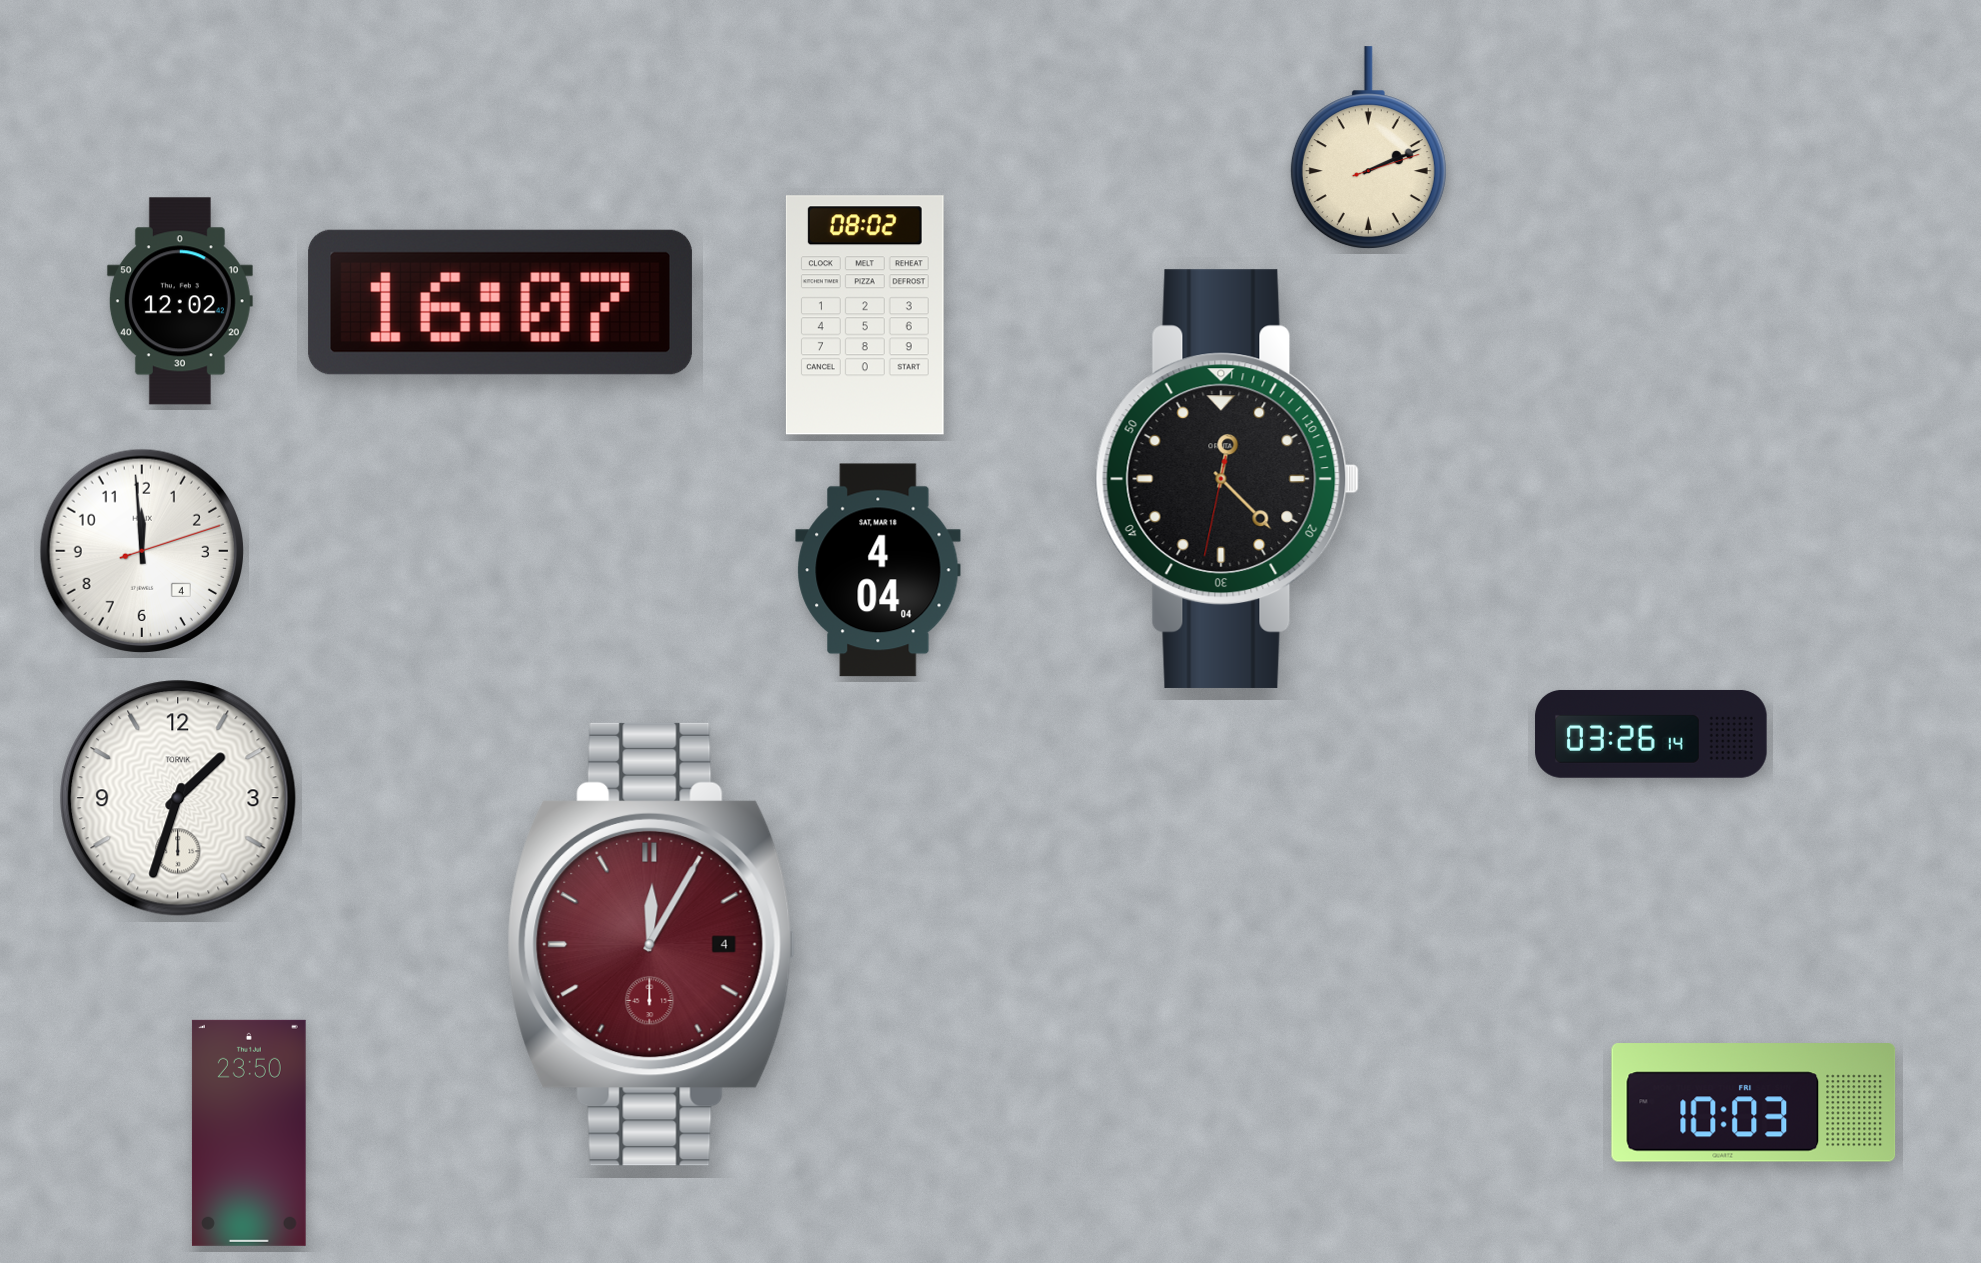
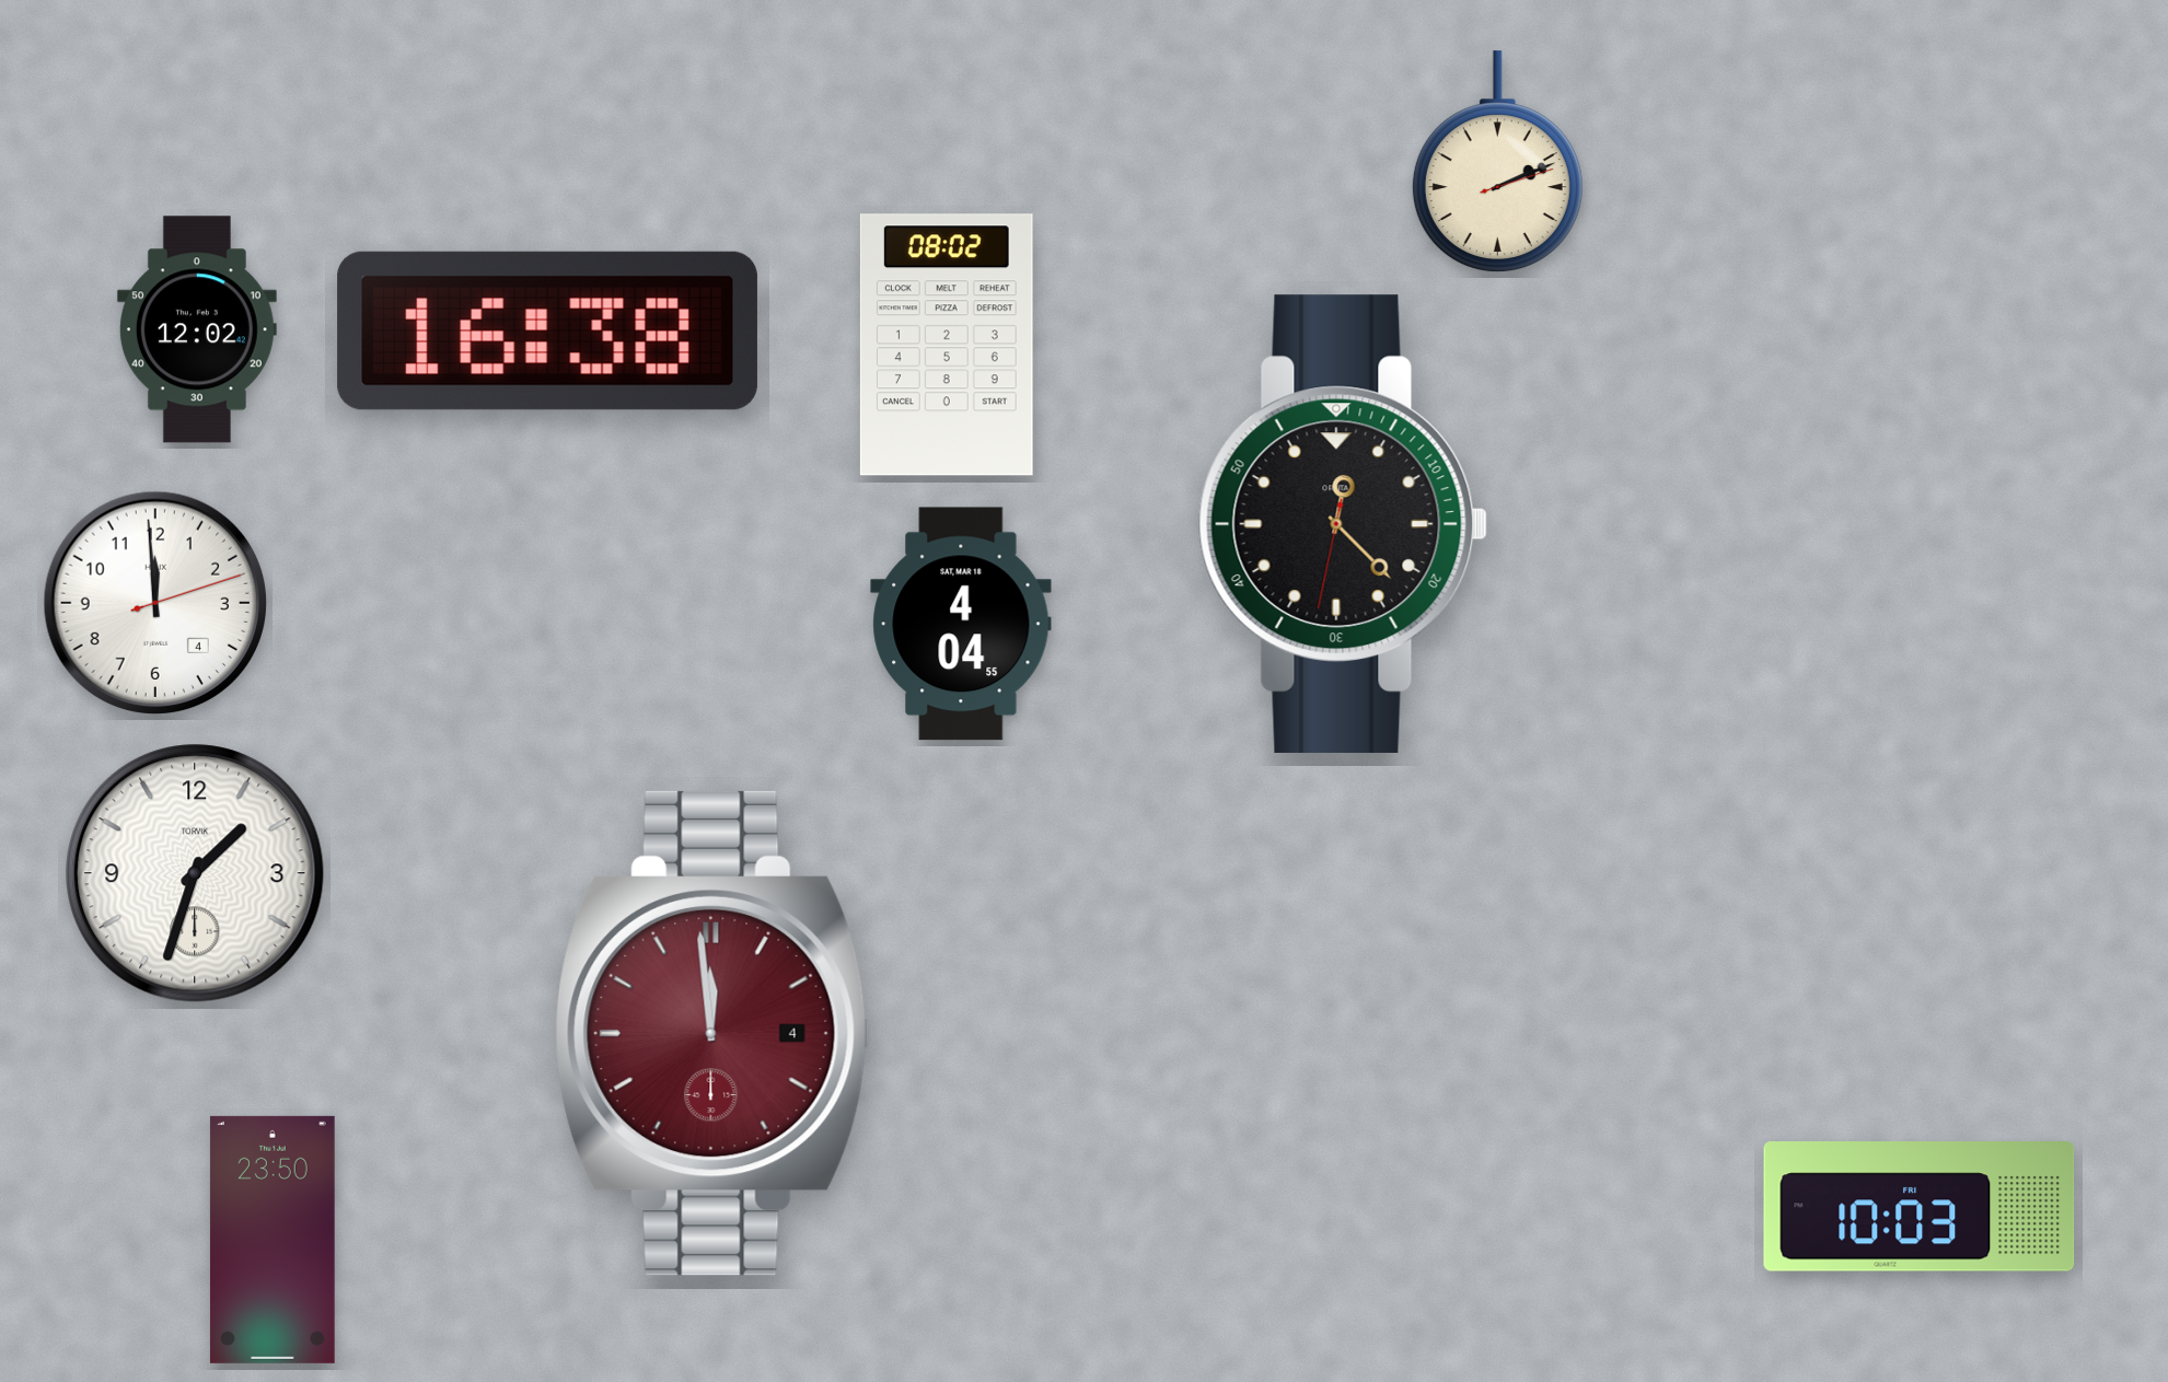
clock at (500, 302): 16:07 -> 16:38
clock at (878, 570): 4:04:04 -> 4:04:55
clock at (1651, 734): 03:26 -> none
clock at (652, 944): 12:05 -> 11:59
